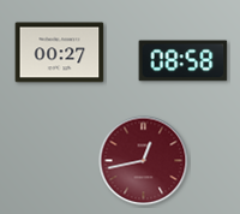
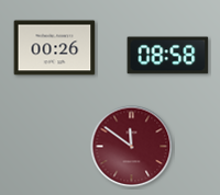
clock at (60, 53): 00:27 -> 00:26
clock at (144, 161): 12:43 -> 11:51
